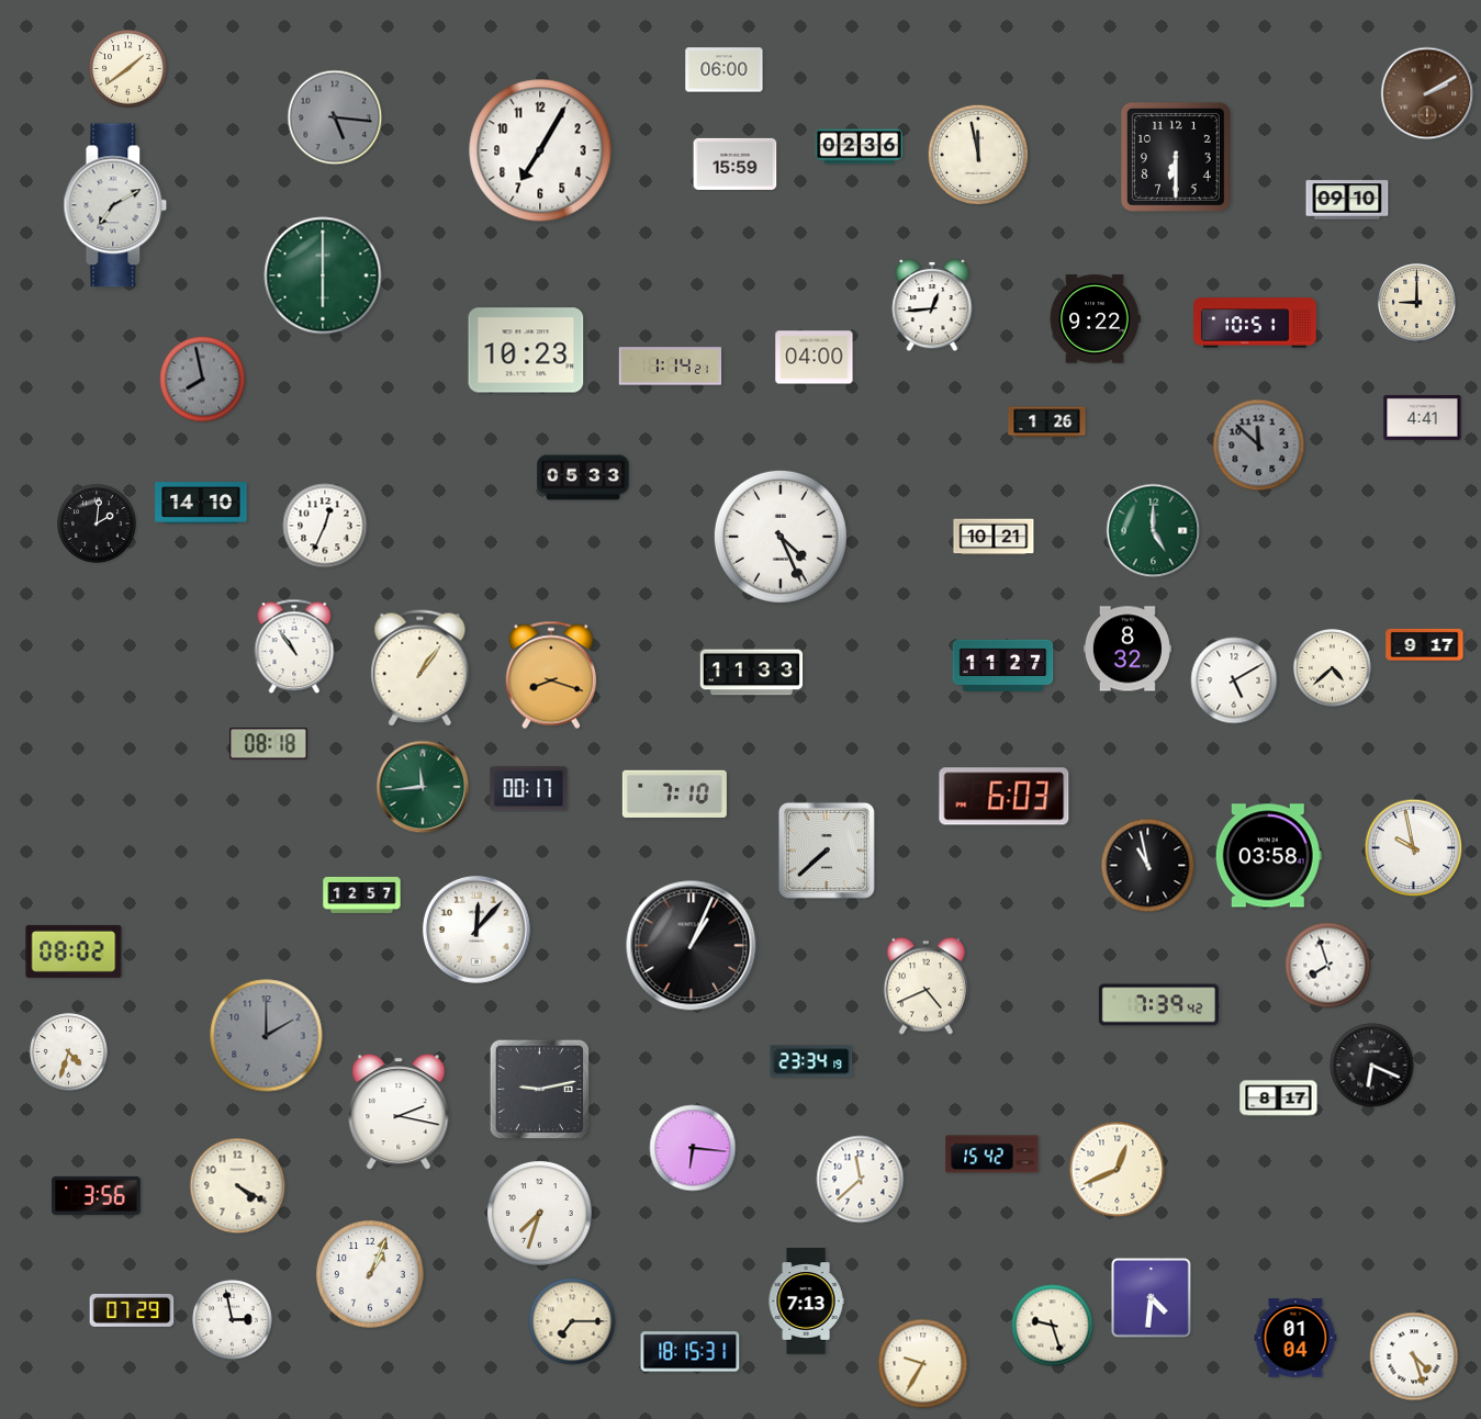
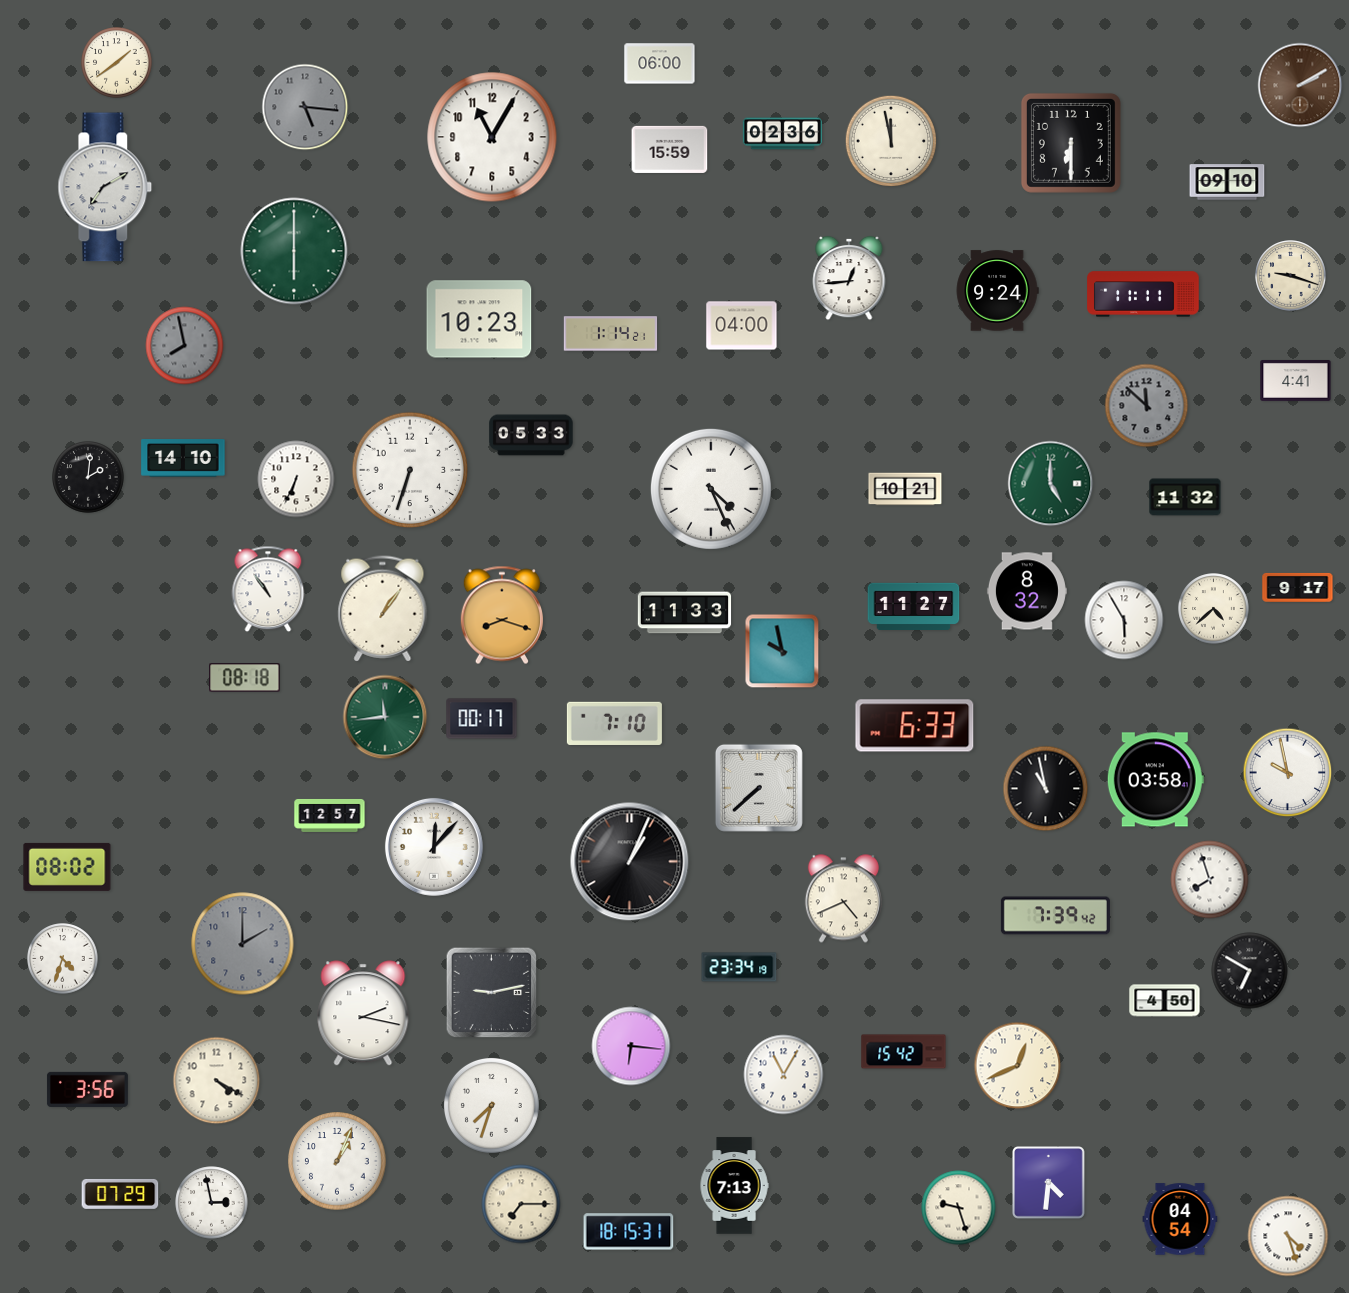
clock at (540, 150): 7:05 -> 11:05
clock at (1417, 303): 9:00 -> 9:18
clock at (1095, 319): 9:22 -> 9:24
clock at (1255, 323): 10:51 -> 11:11
clock at (1047, 423): 1:26 -> none
clock at (410, 470): none -> 6:33
clock at (325, 526): 12:34 -> 6:34
clock at (1185, 497): none -> 11:32
clock at (1234, 680): 5:10 -> 5:55
clock at (782, 651): none -> 9:58
clock at (1005, 797): 6:03 -> 6:33
clock at (827, 851) position: (827, 851) -> (759, 788)
clock at (1372, 1066): 6:19 -> 6:50
clock at (1279, 1099): 8:17 -> 4:50
clock at (861, 1180): 11:38 -> 11:05
clock at (1295, 1338): 01:04 -> 04:54
clock at (923, 1364): 9:35 -> none
